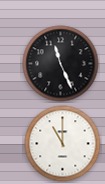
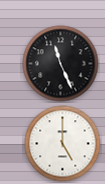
clock at (63, 144): 11:00 -> 5:00
